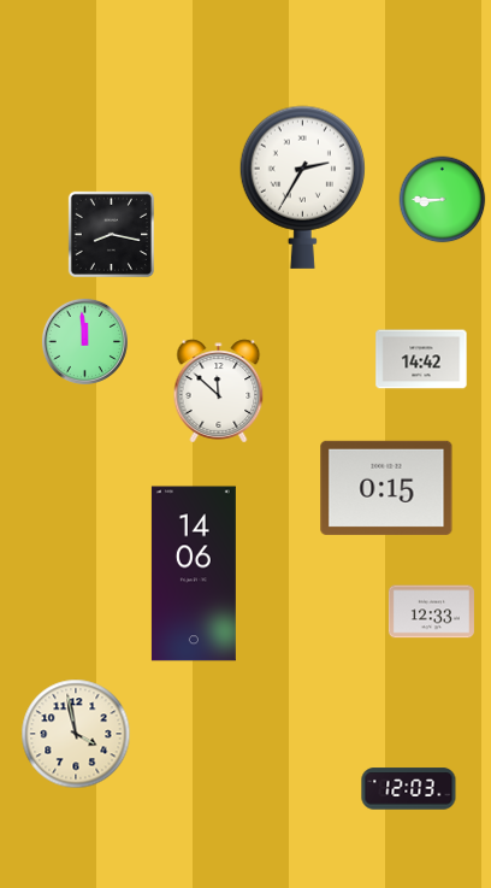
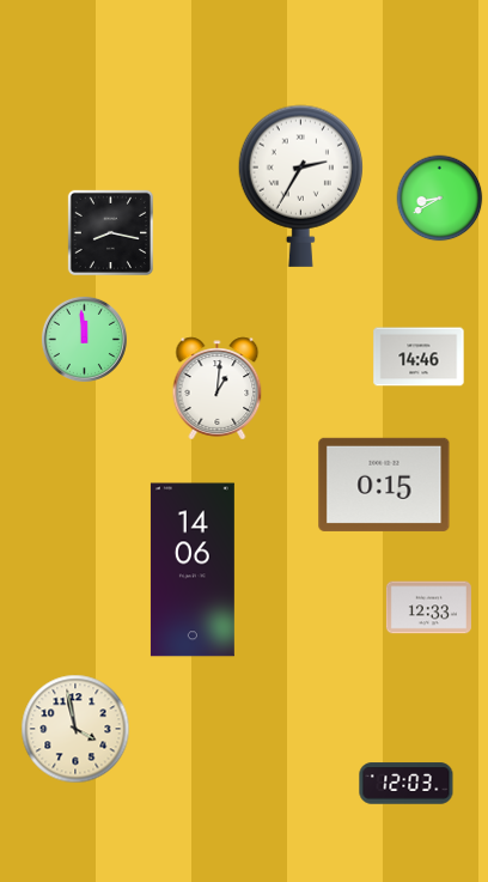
clock at (443, 200): 8:45 -> 8:40
clock at (421, 359): 14:42 -> 14:46
clock at (219, 392): 11:52 -> 1:01
